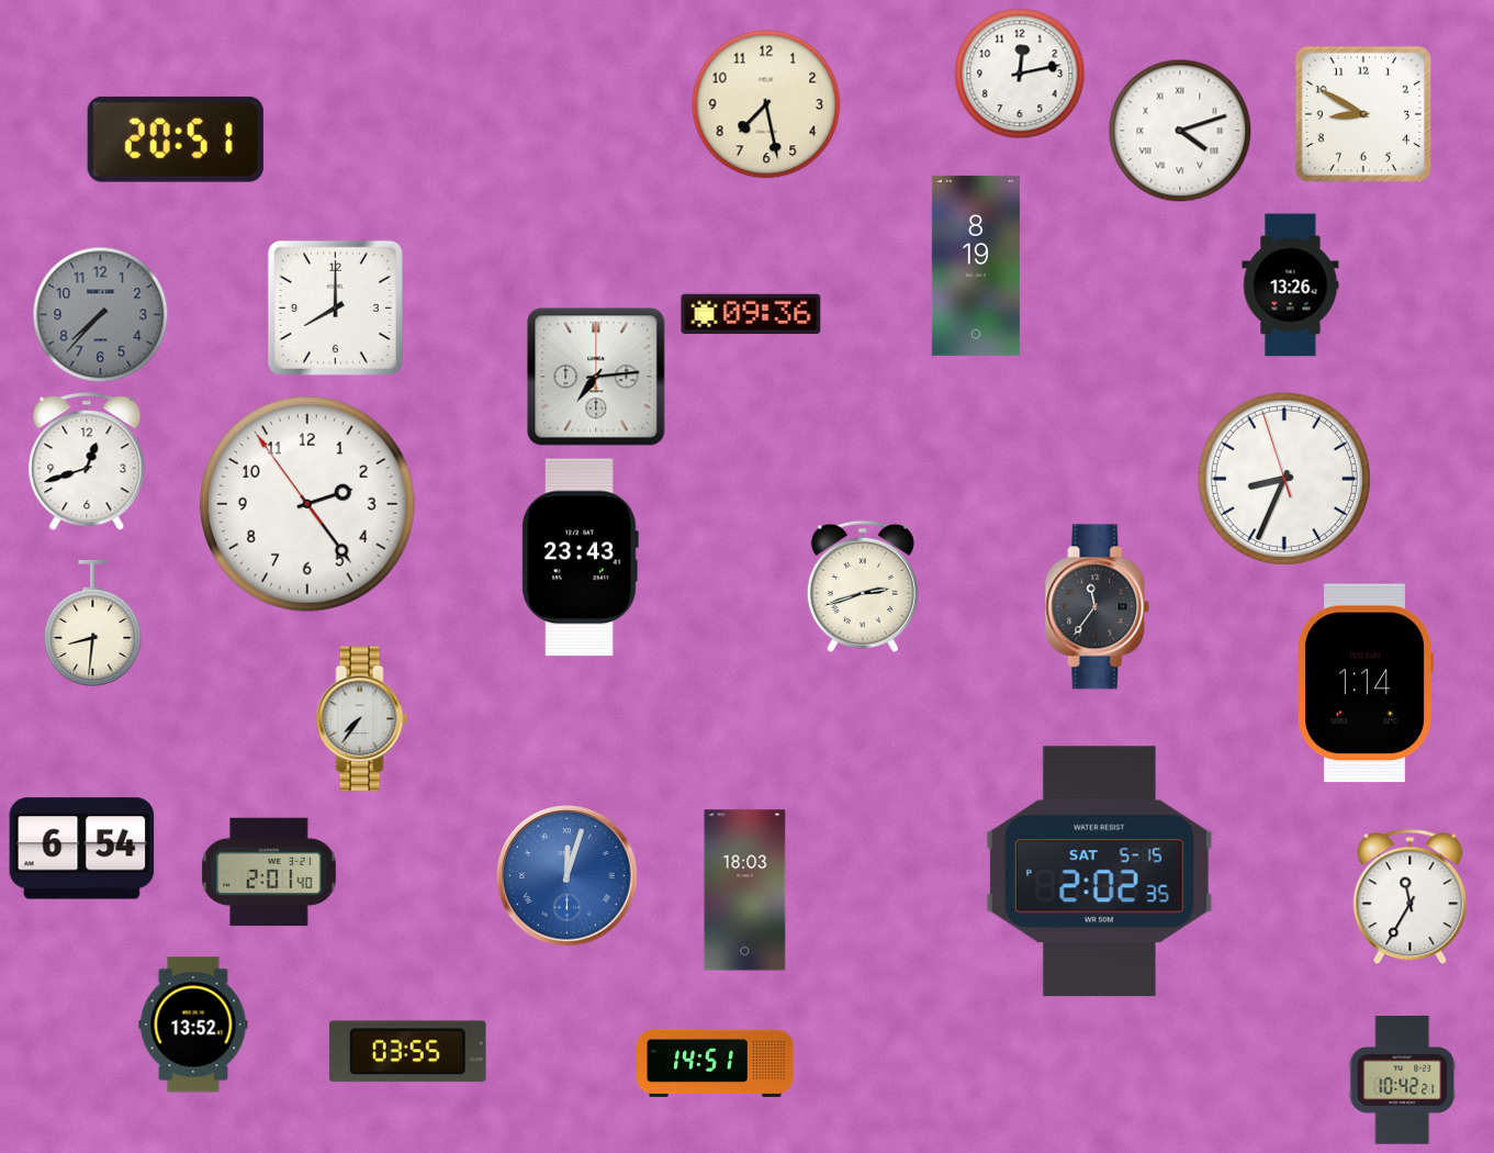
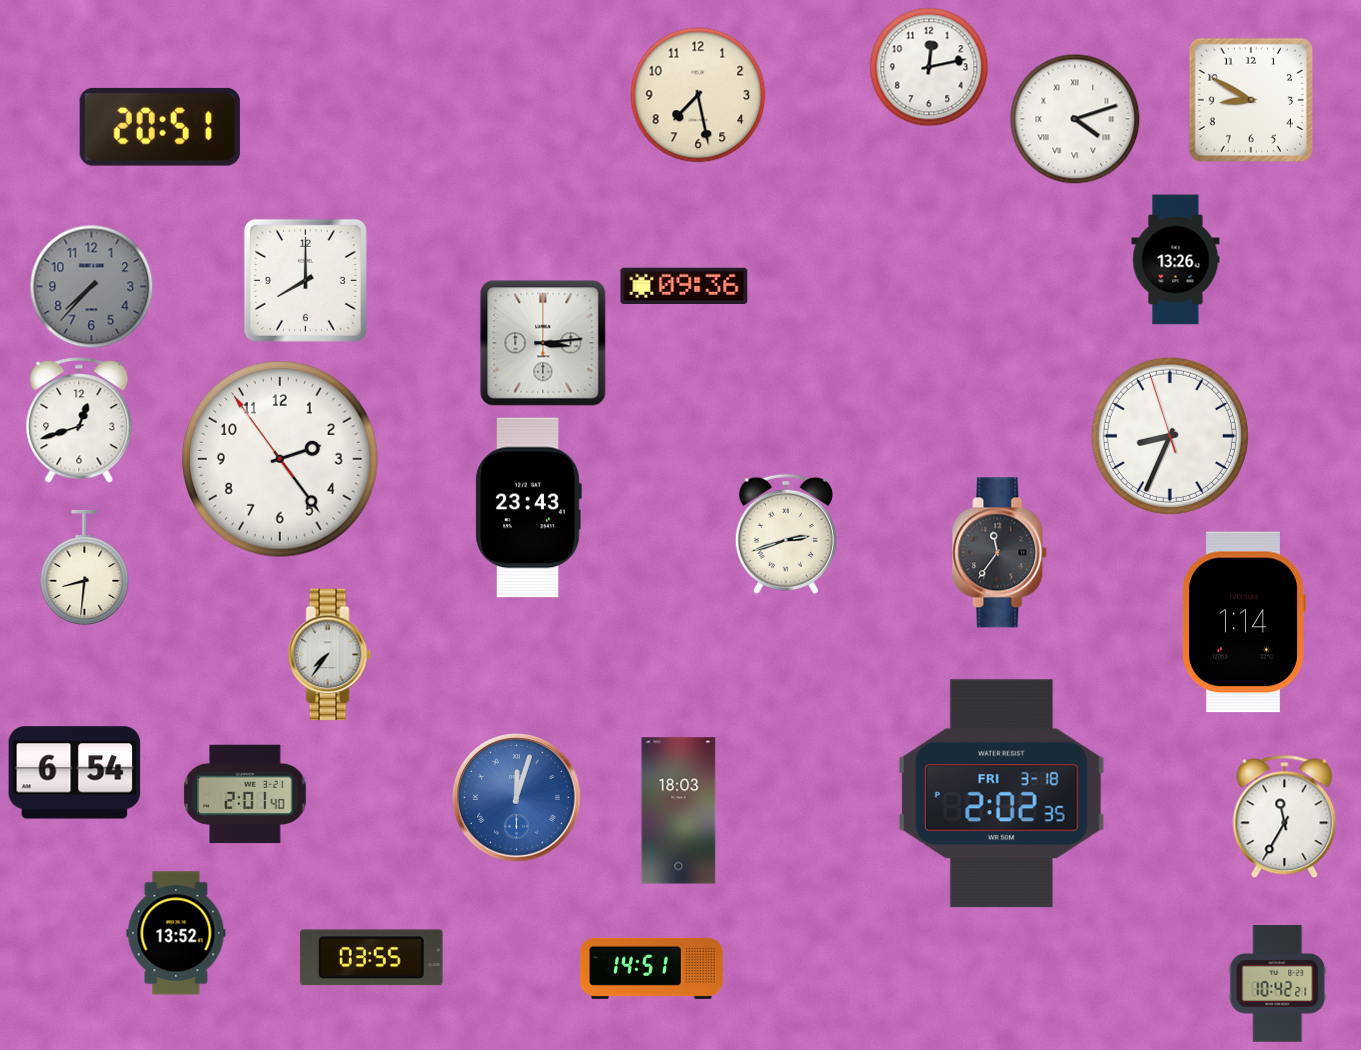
clock at (1363, 114) position: (1363, 114) -> (1251, 100)
clock at (976, 266): 8:19 -> none
clock at (596, 377): 7:14 -> 3:14
clock at (1099, 872) date: SAT 5-15 -> FRI 3-18
